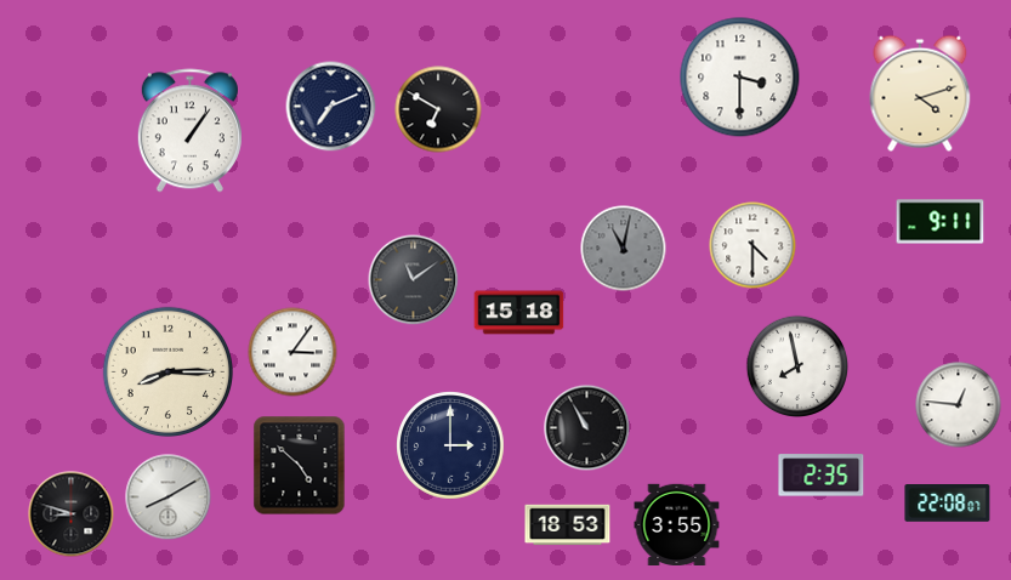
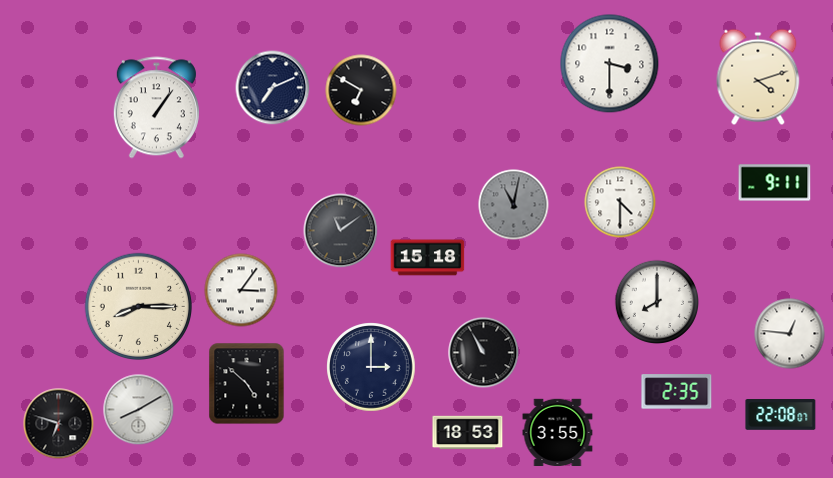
clock at (796, 365): 7:58 -> 8:00
clock at (72, 514): 8:48 -> 6:48
